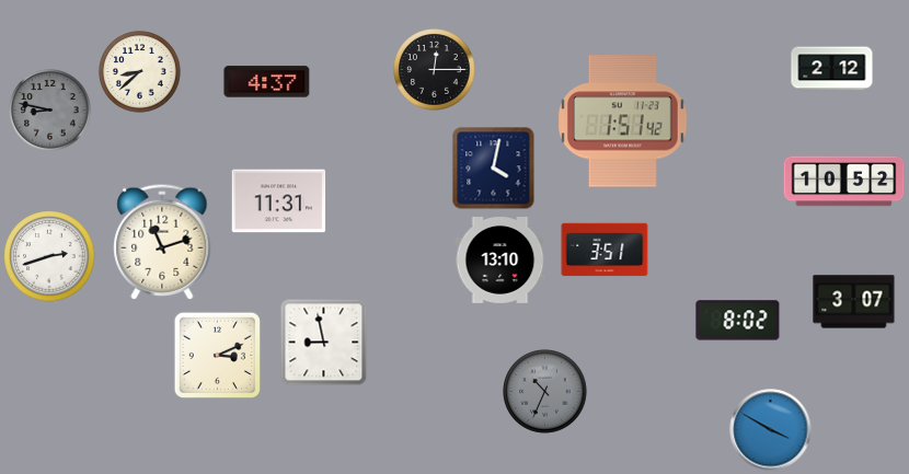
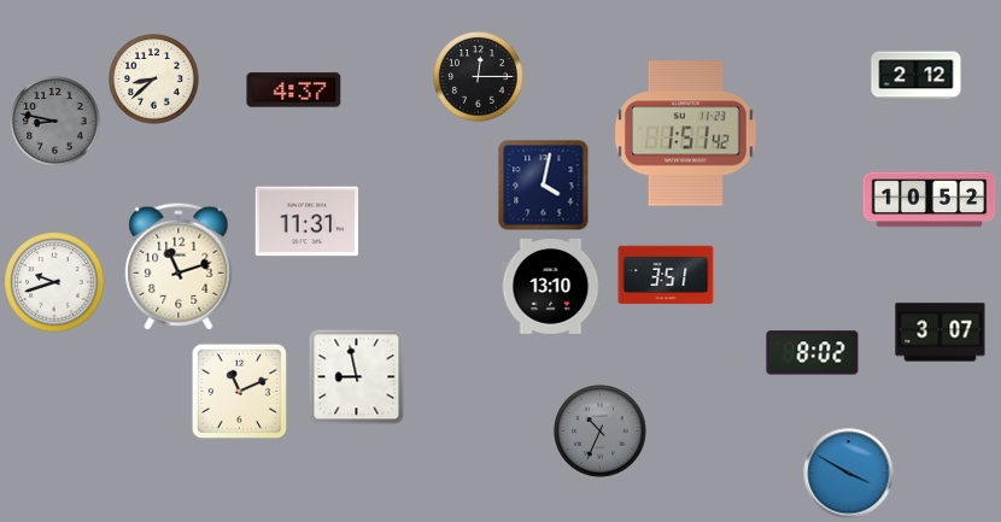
clock at (49, 256): 2:42 -> 9:42
clock at (217, 355): 3:11 -> 11:11
